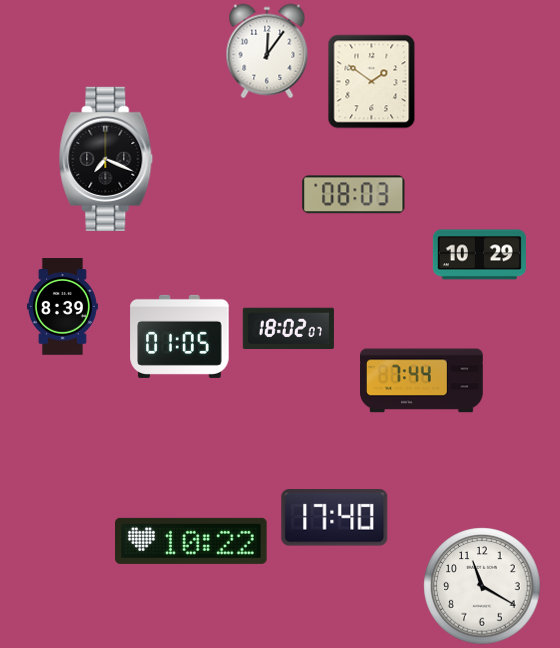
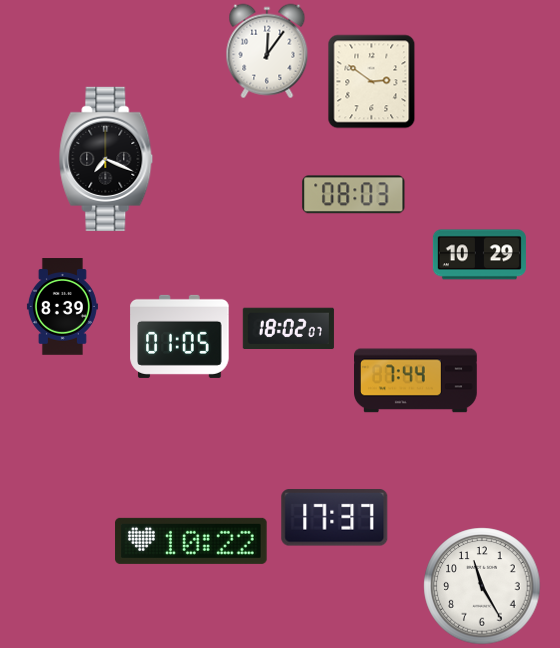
clock at (372, 82): 1:51 -> 2:51
clock at (422, 381) position: (422, 381) -> (416, 381)
clock at (335, 518): 17:40 -> 17:37
clock at (482, 586): 11:20 -> 11:25
